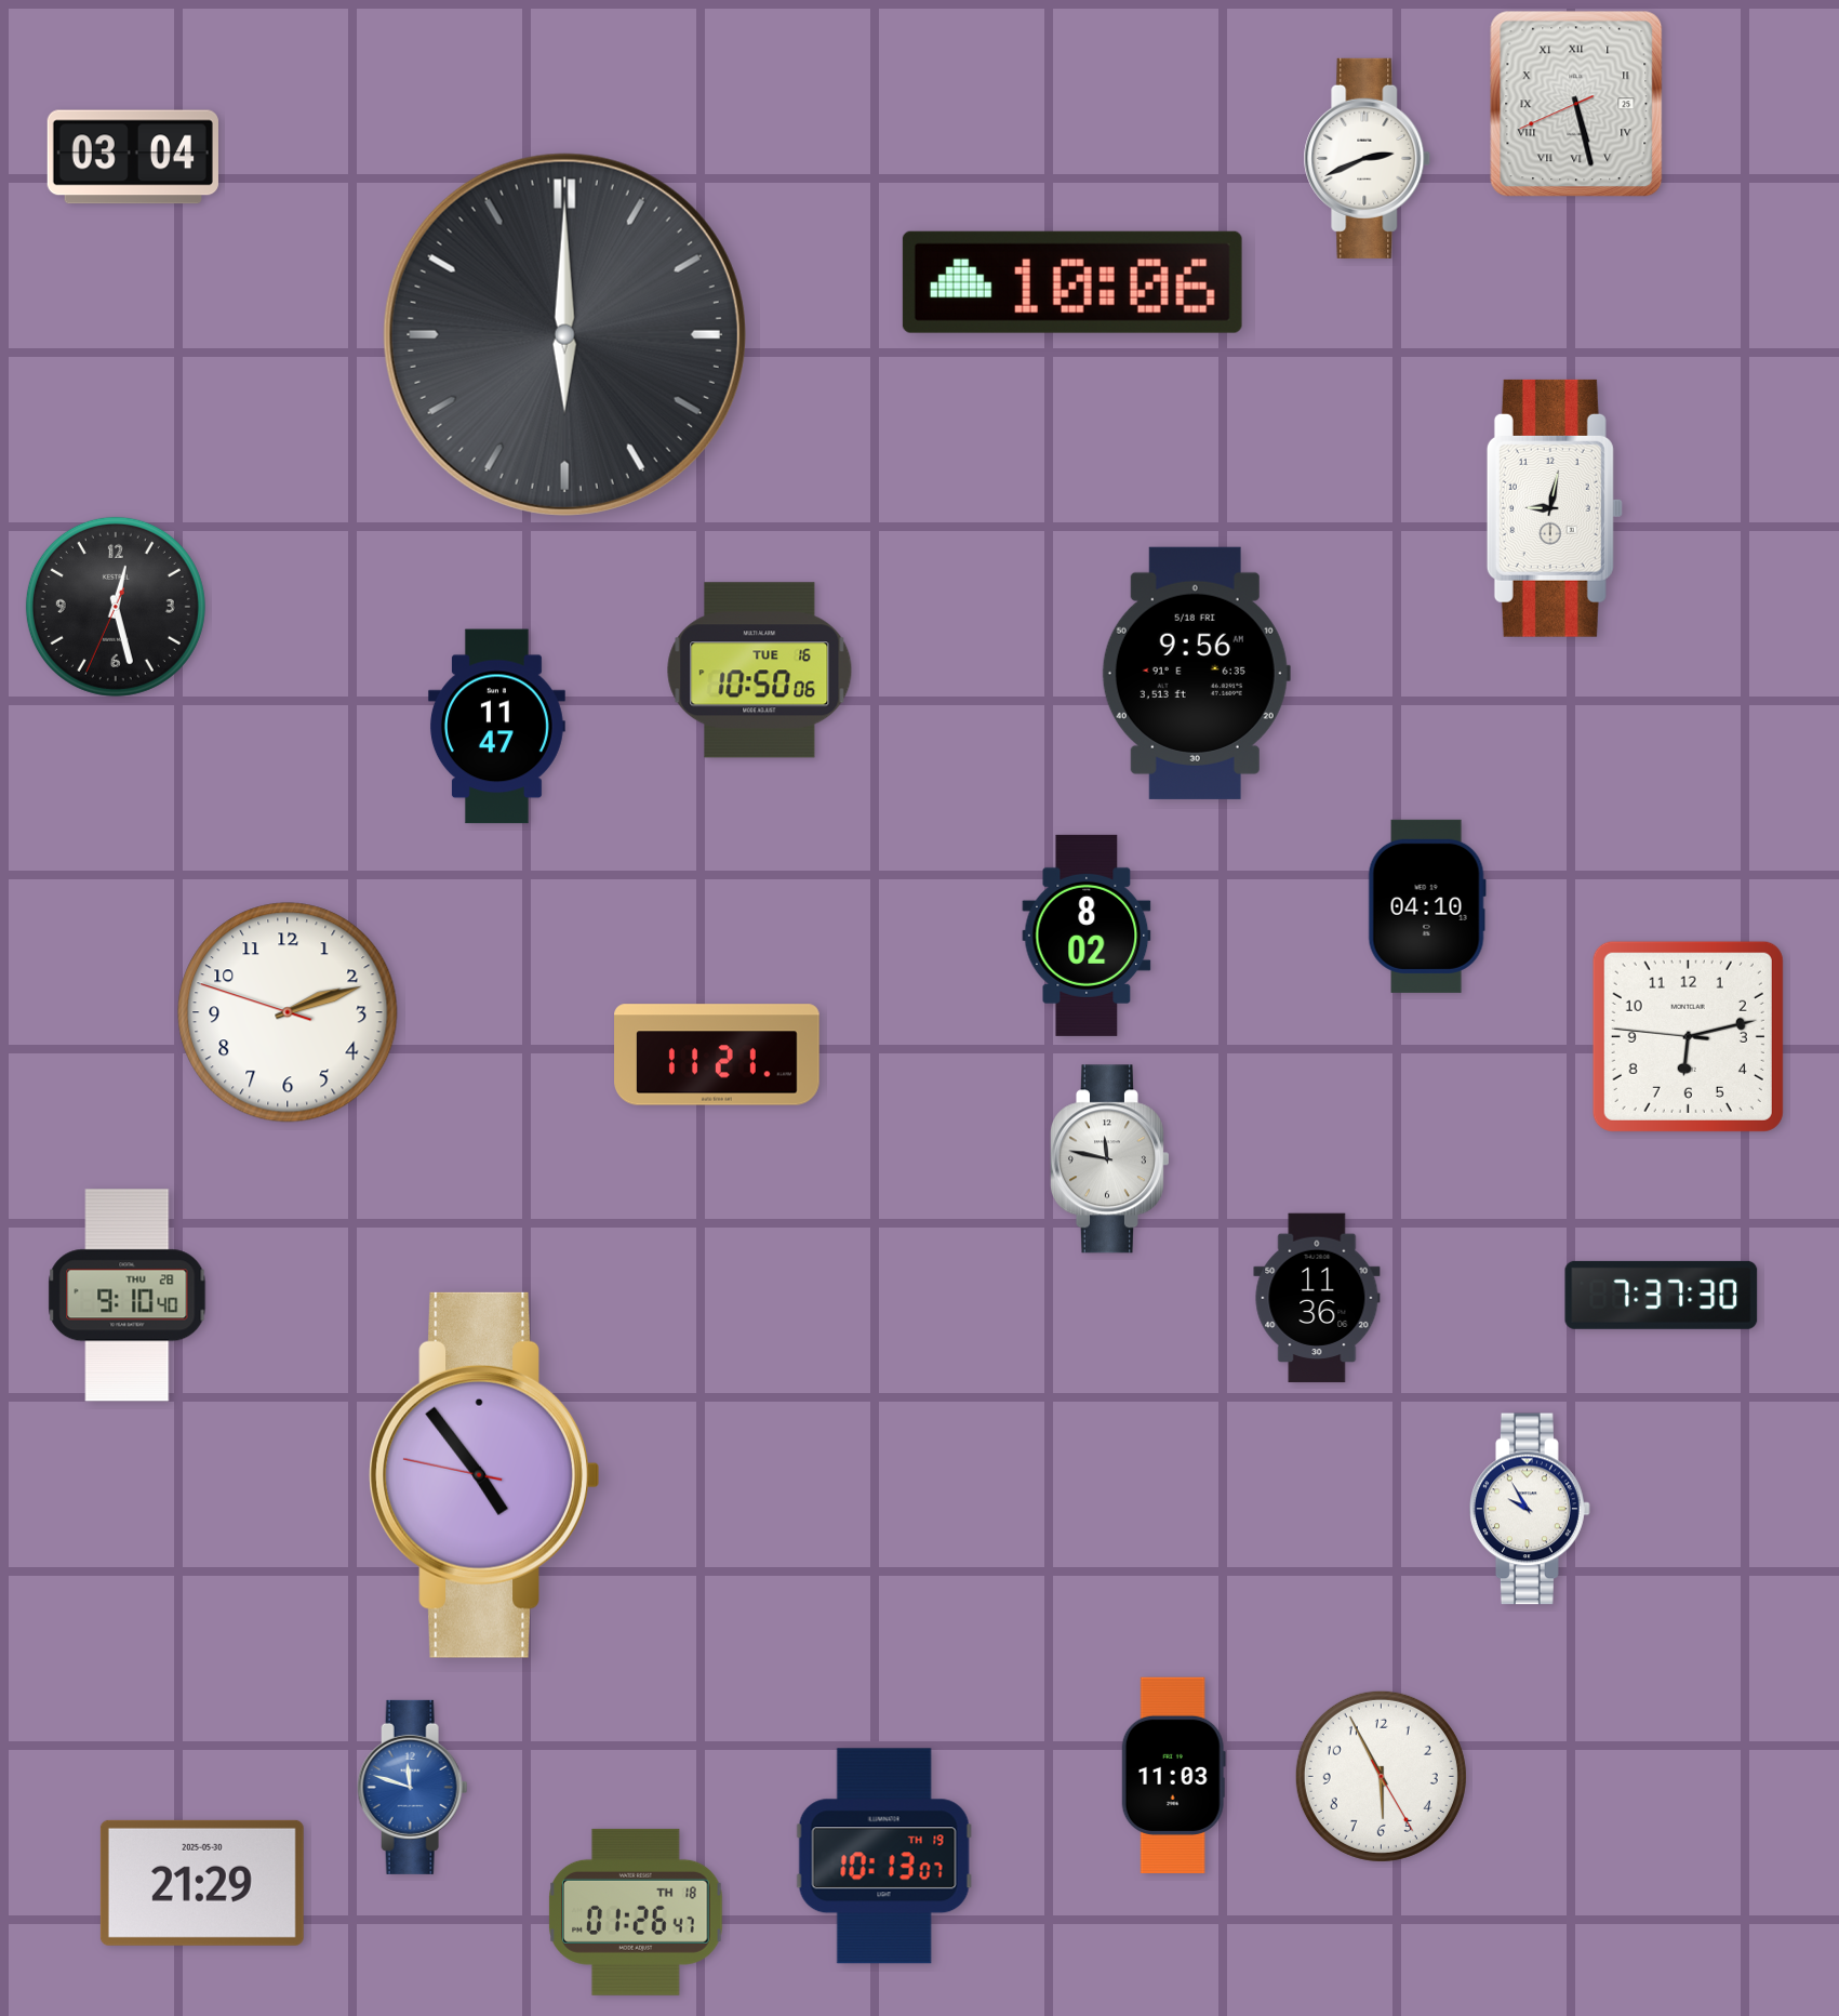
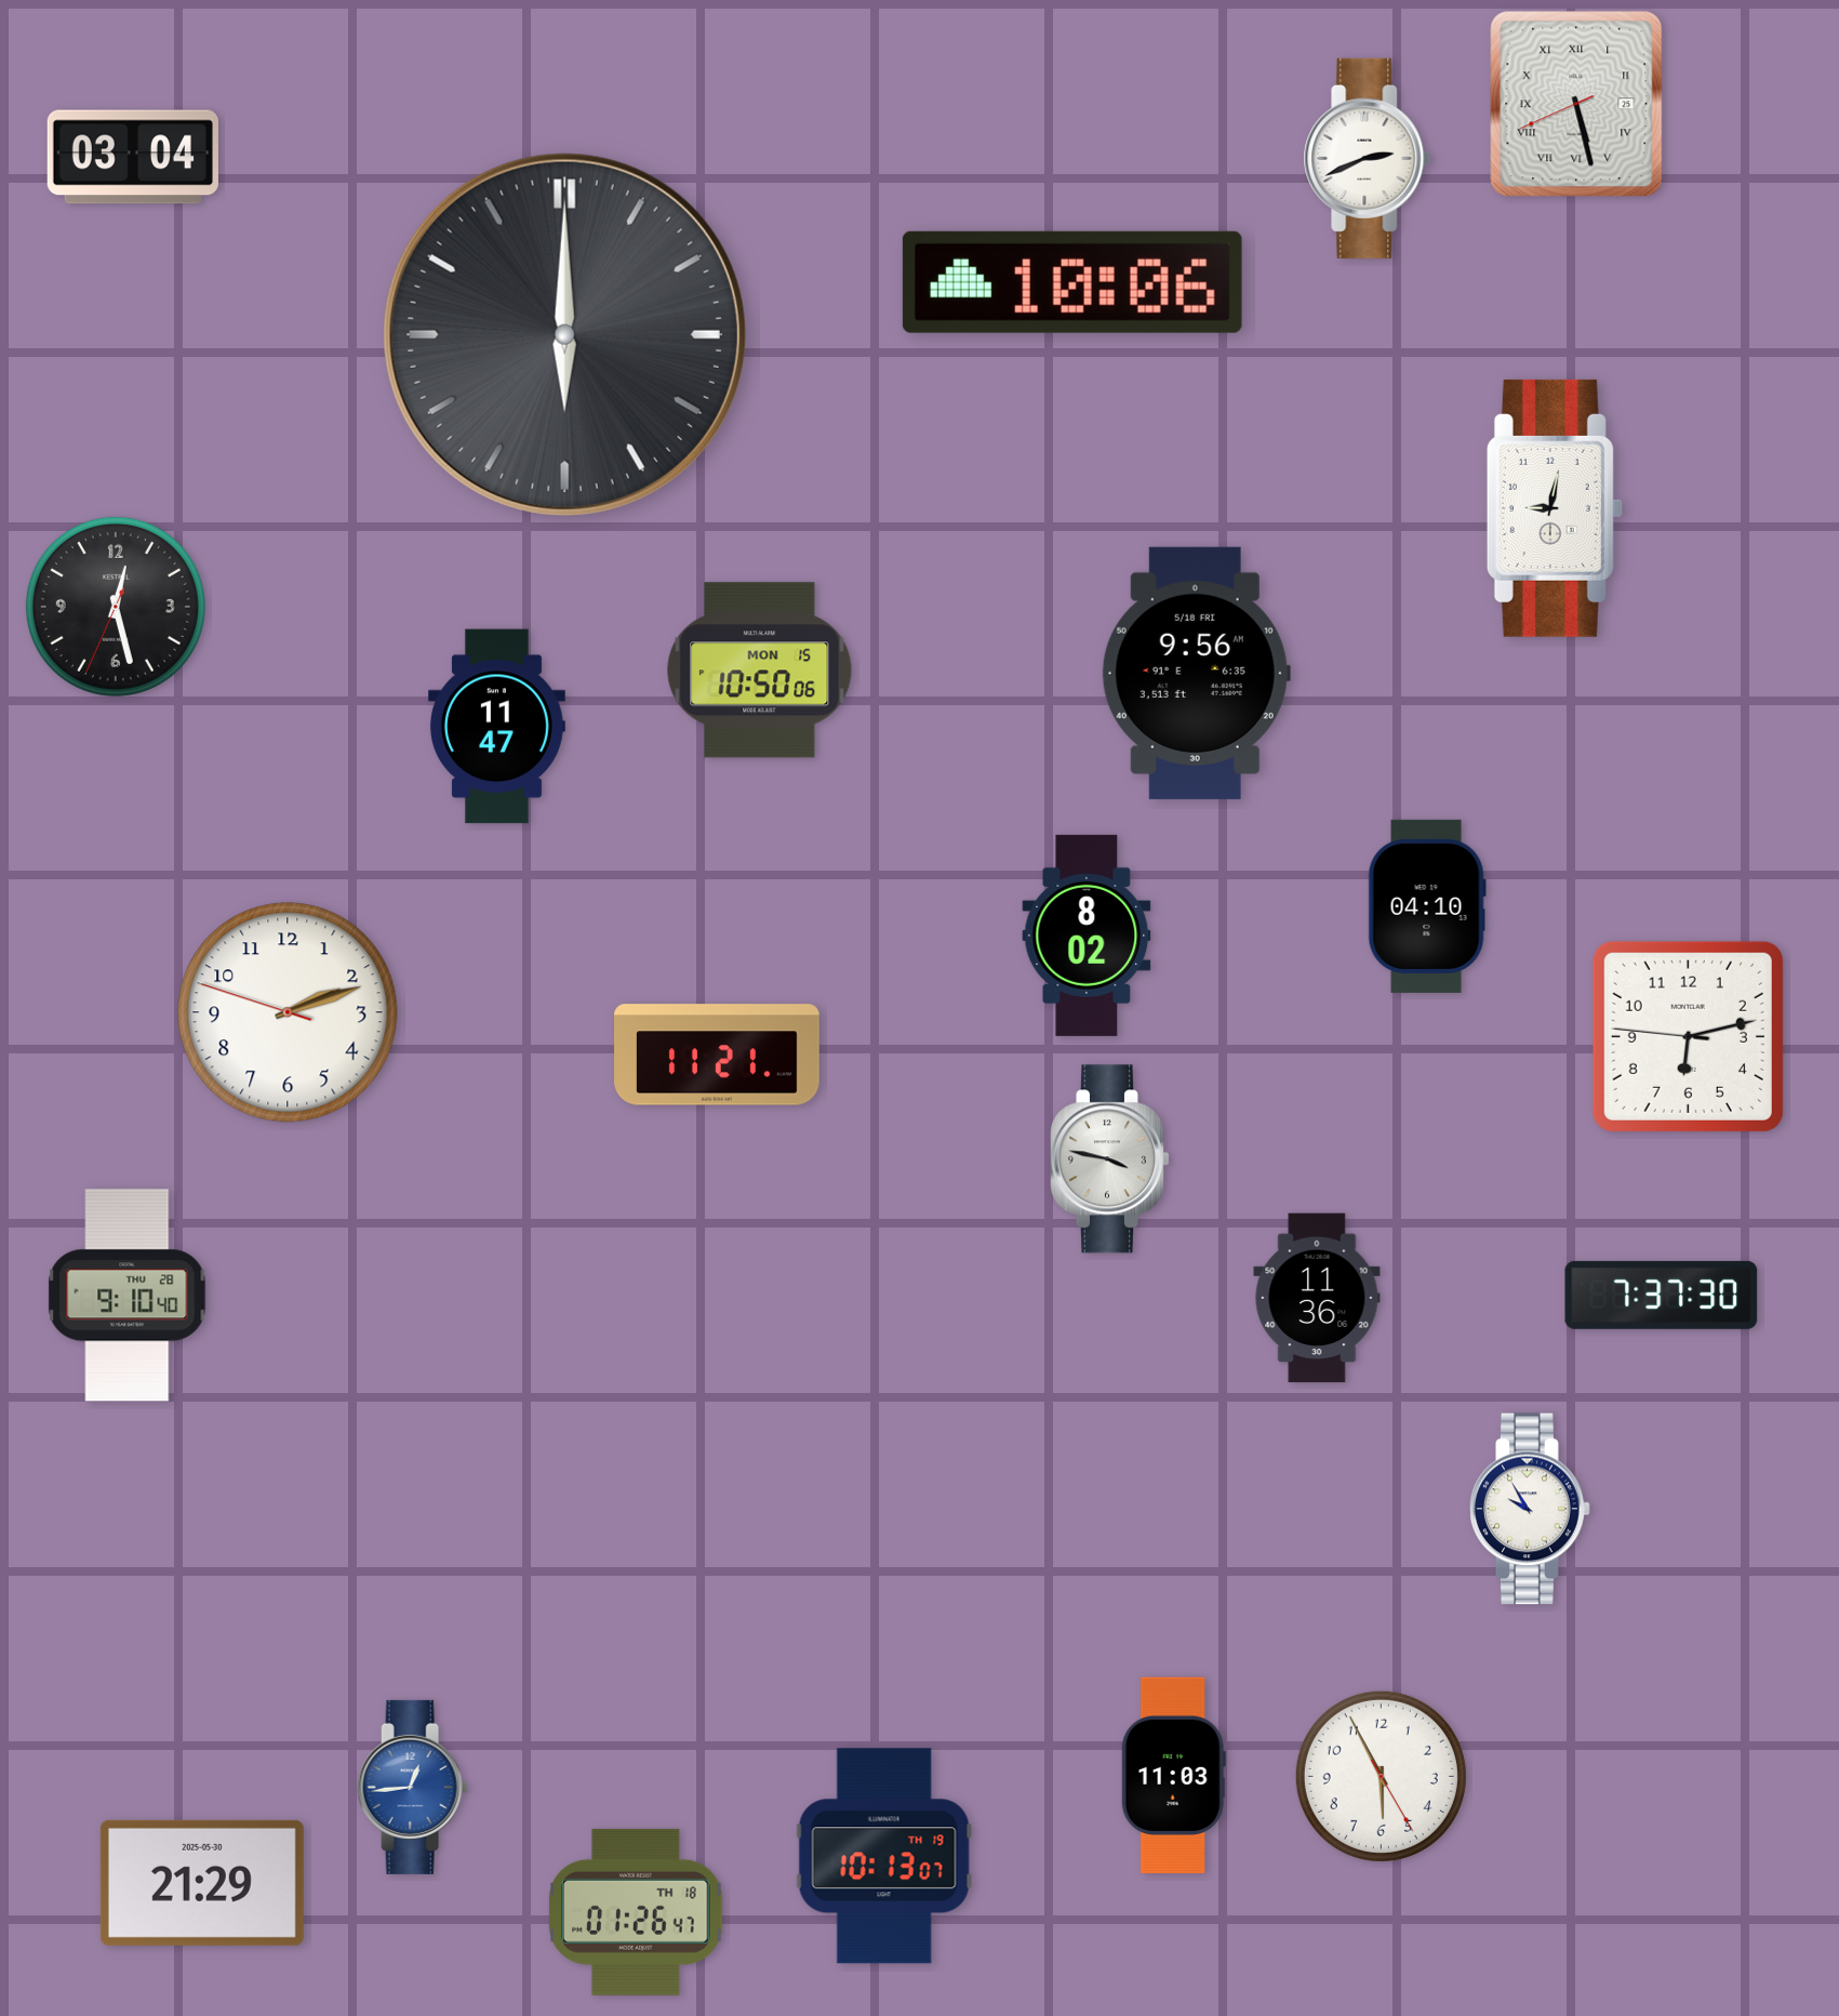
clock at (760, 671) date: TUE 16 -> MON 15
clock at (1109, 1159): 11:47 -> 3:47
clock at (484, 1475): 4:53 -> none
clock at (413, 1787): 11:48 -> 12:44
